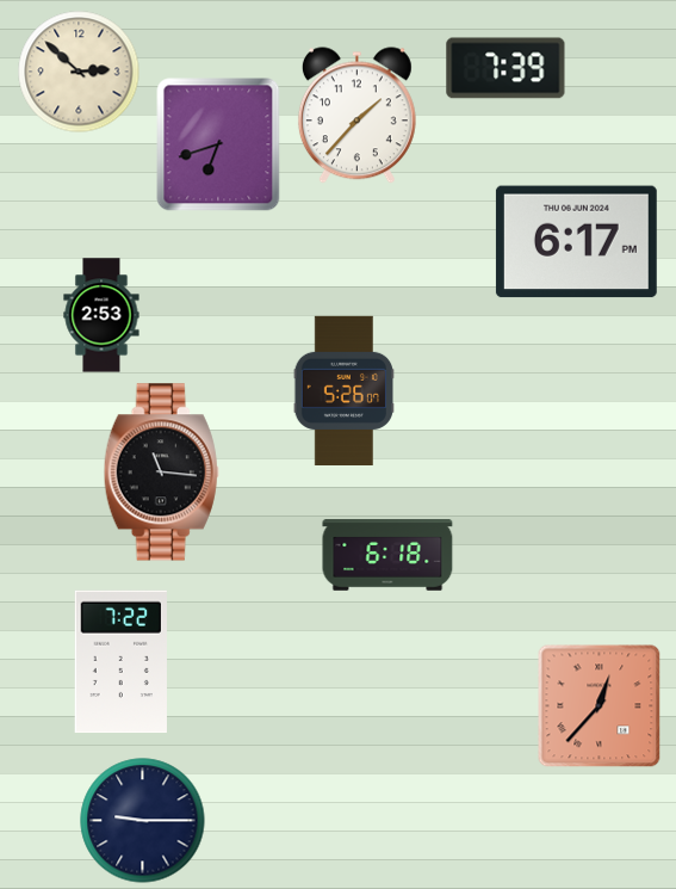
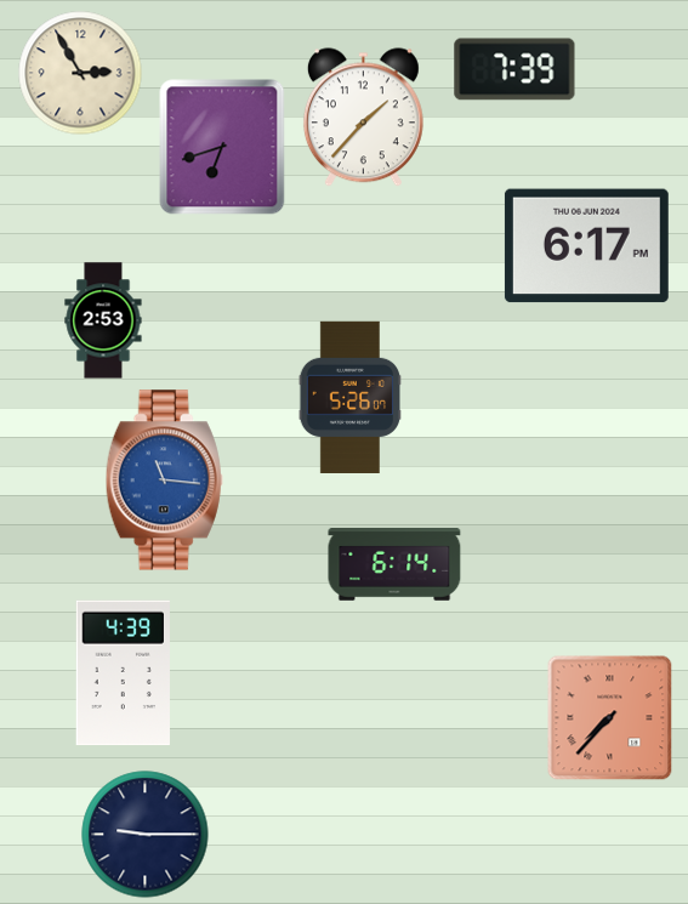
clock at (79, 72): 2:52 -> 2:55
clock at (161, 473) dial: black -> blue
clock at (387, 556): 6:18 -> 6:14
clock at (120, 662): 7:22 -> 4:39
clock at (599, 705): 12:37 -> 7:37
